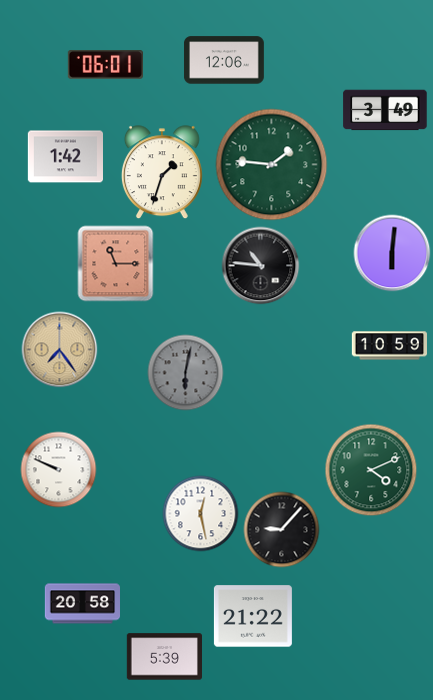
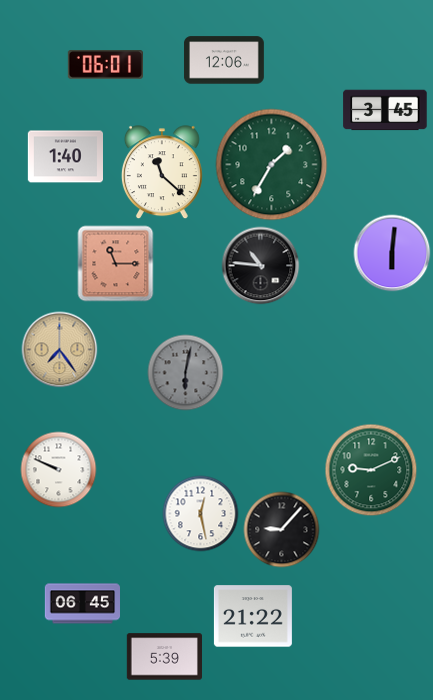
clock at (385, 110): 3:49 -> 3:45
clock at (65, 157): 1:42 -> 1:40
clock at (272, 165): 1:46 -> 1:35
clock at (162, 173): 1:33 -> 11:22
clock at (389, 346): 10:59 -> none
clock at (371, 470): 4:11 -> 9:11
clock at (82, 604): 20:58 -> 06:45
